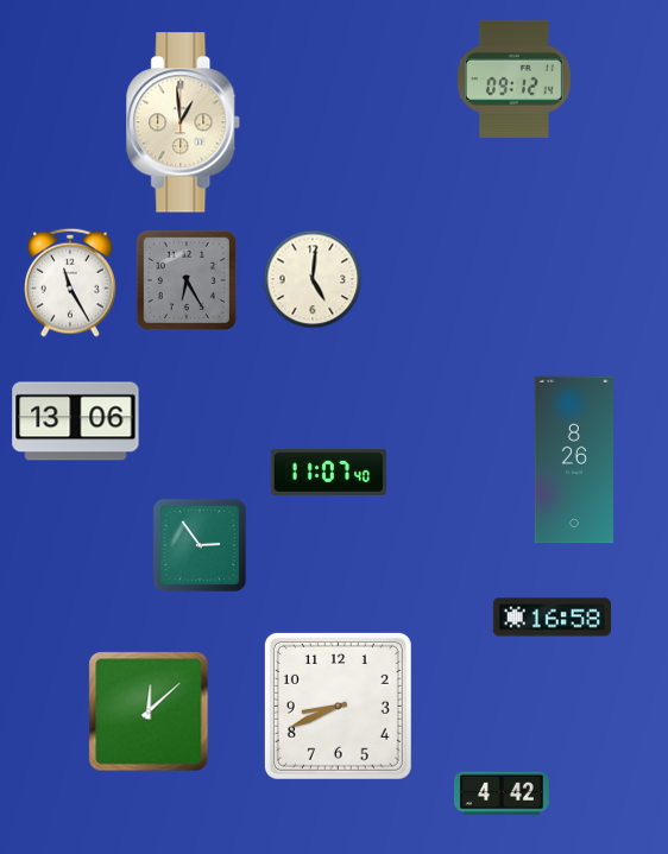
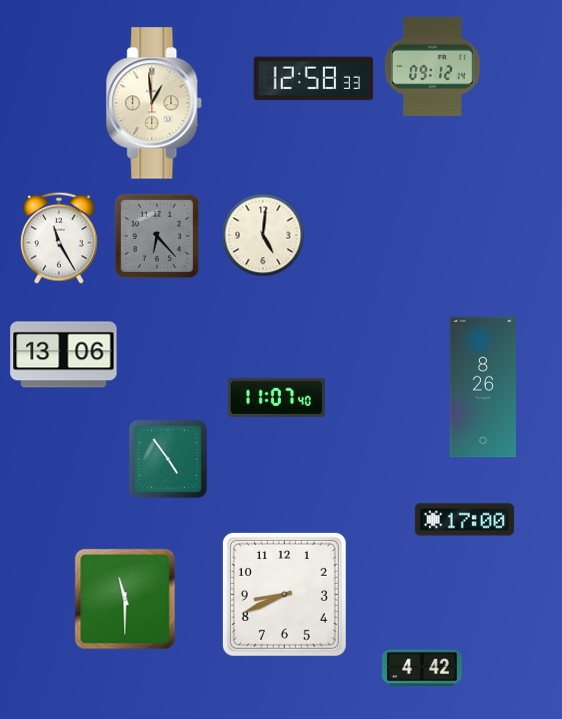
clock at (313, 79): none -> 12:58
clock at (187, 280): 6:25 -> 6:23
clock at (200, 545): 2:54 -> 4:54
clock at (552, 618): 16:58 -> 17:00
clock at (149, 711): 12:08 -> 11:30
